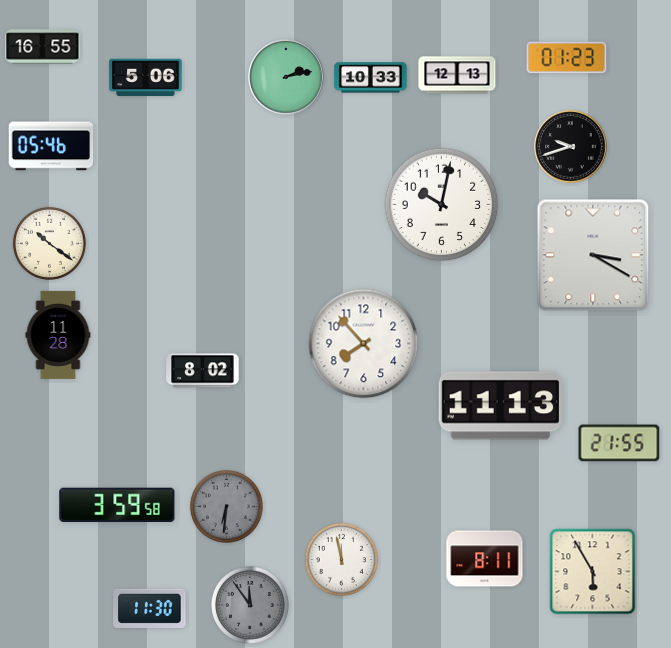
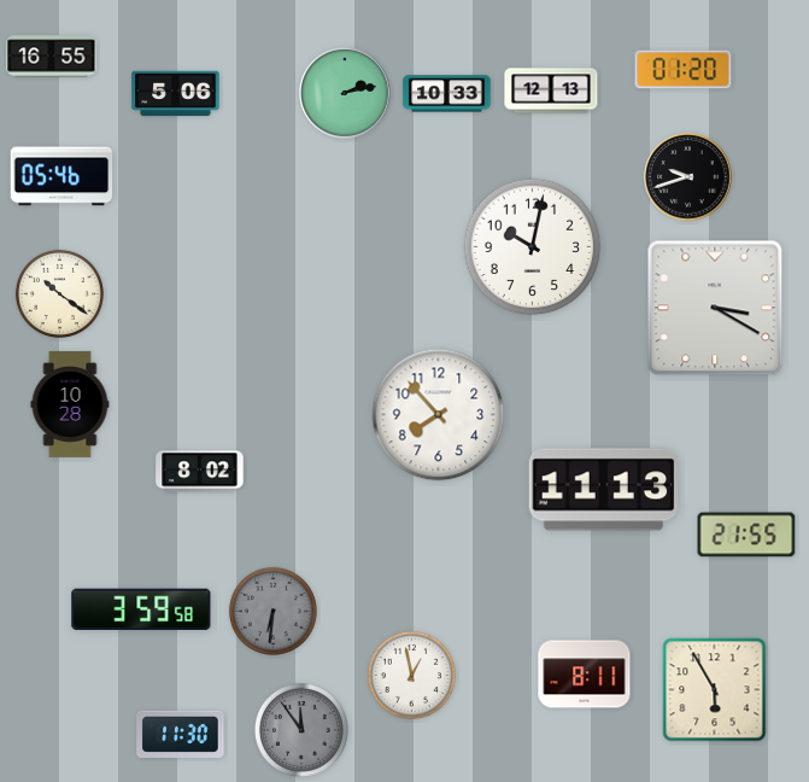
clock at (567, 58): 01:23 -> 01:20
clock at (58, 335): 11:28 -> 10:28
clock at (203, 371) position: (203, 371) -> (200, 472)
clock at (341, 559): 11:58 -> 12:58
